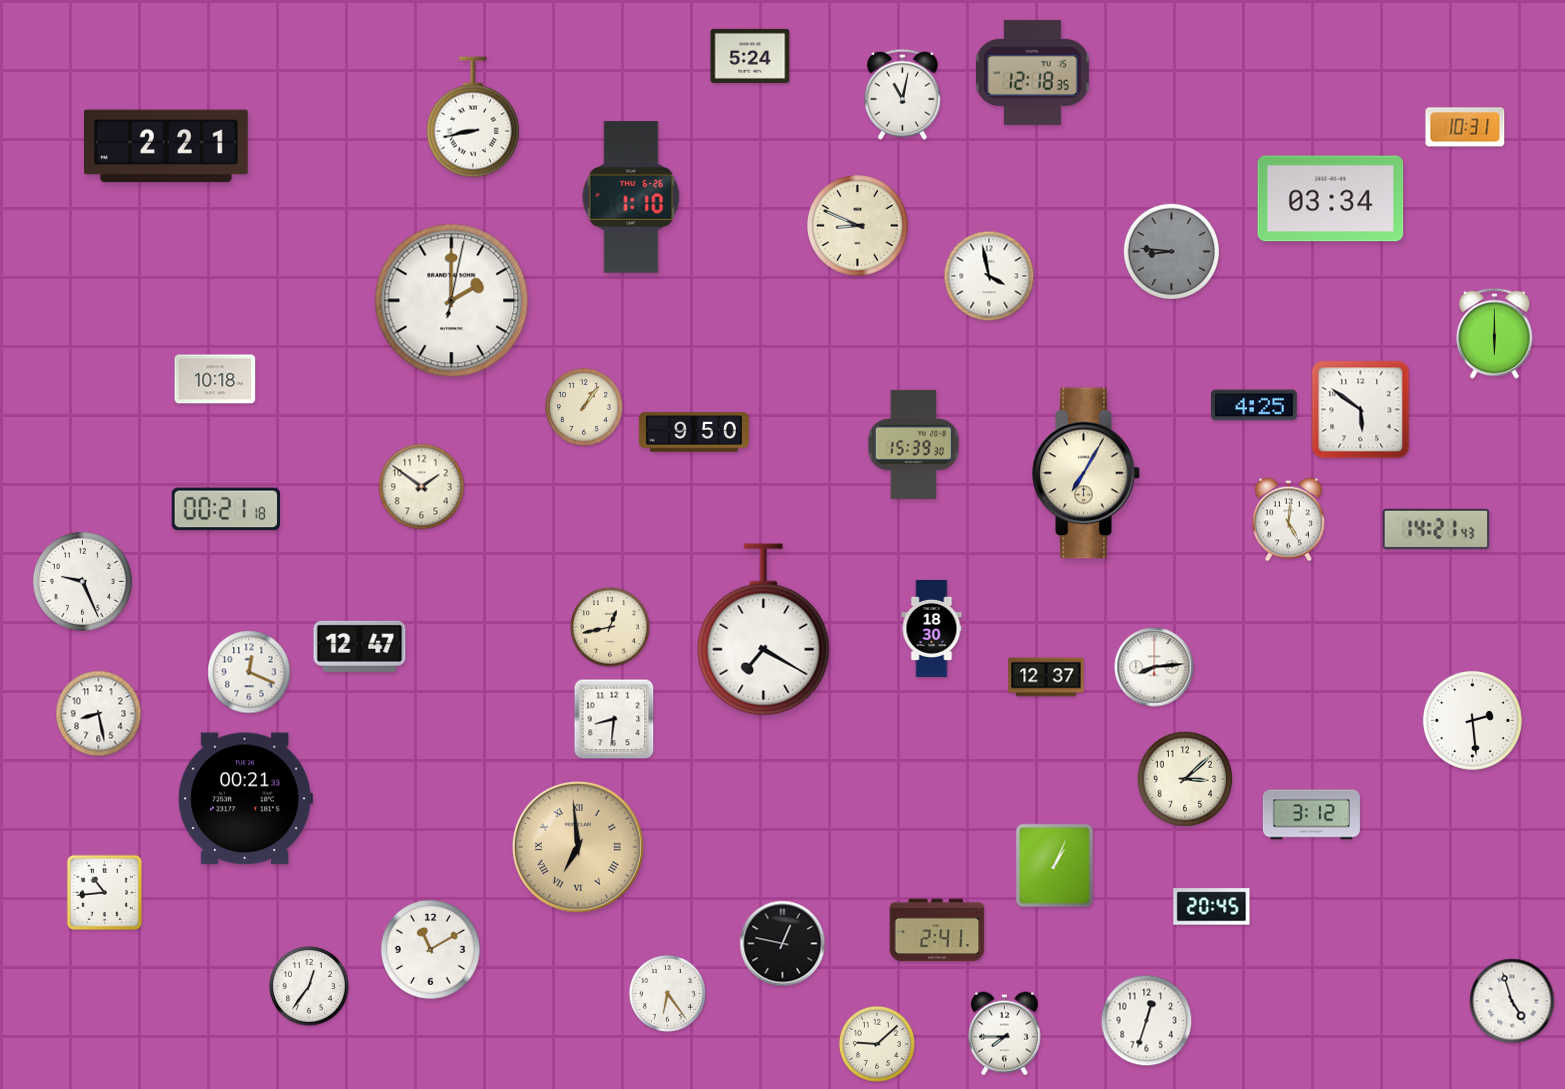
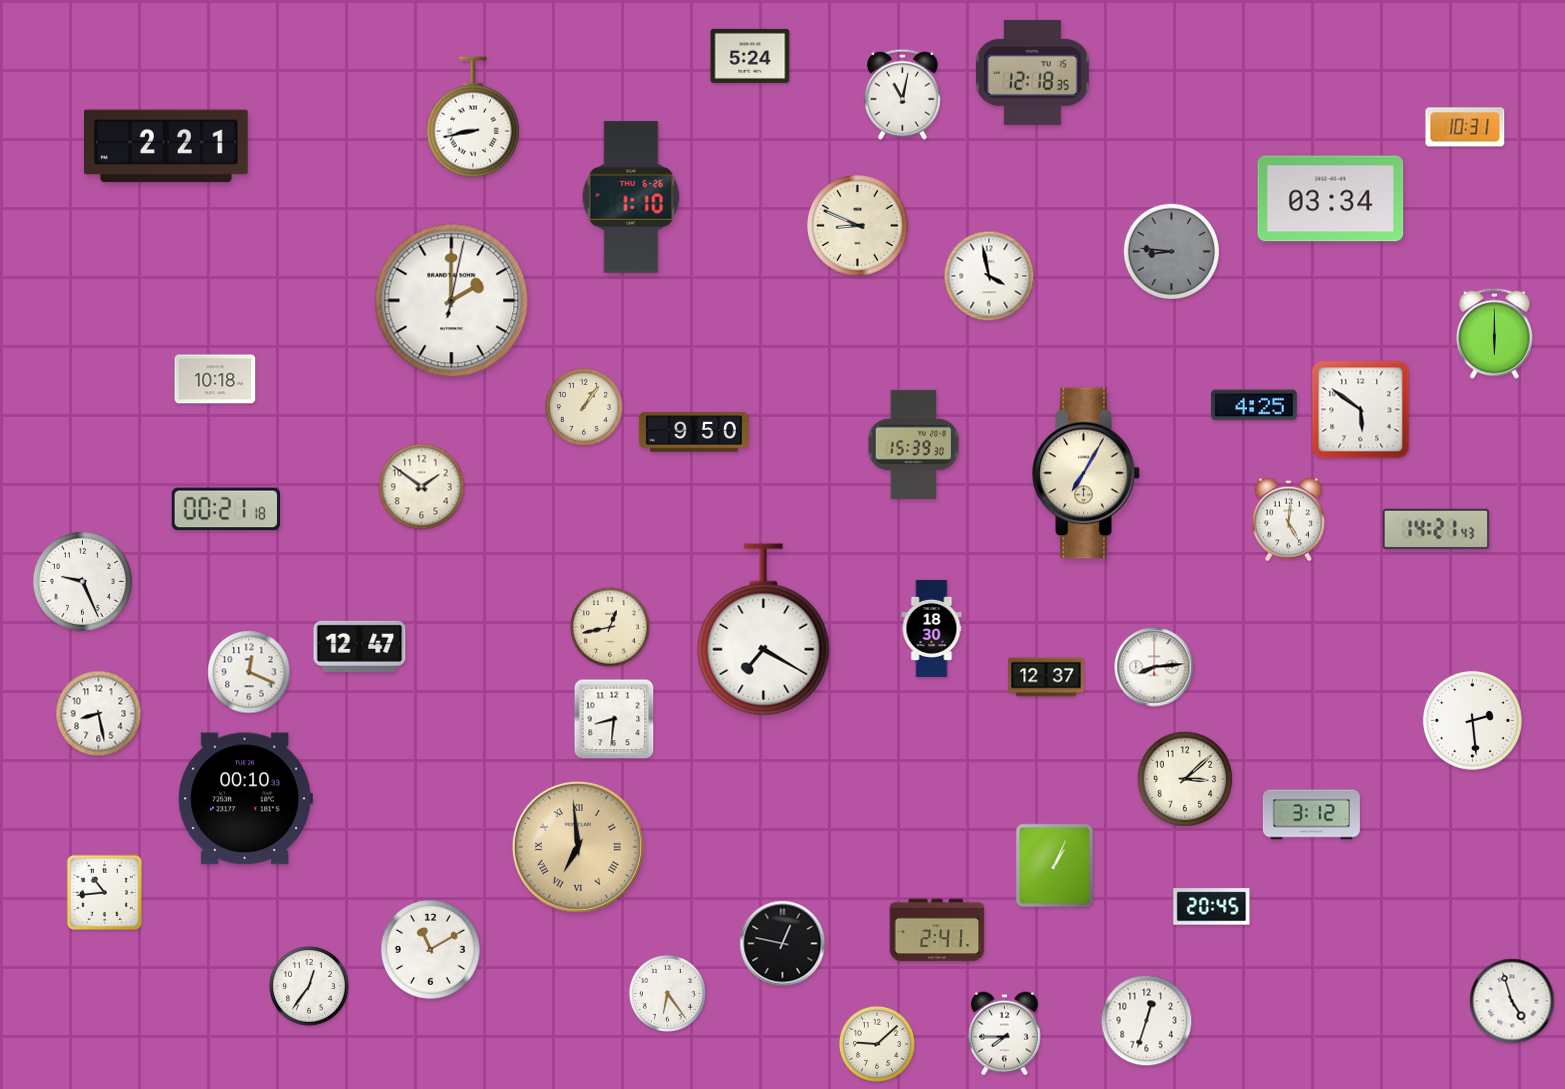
clock at (245, 799): 00:21 -> 00:10
